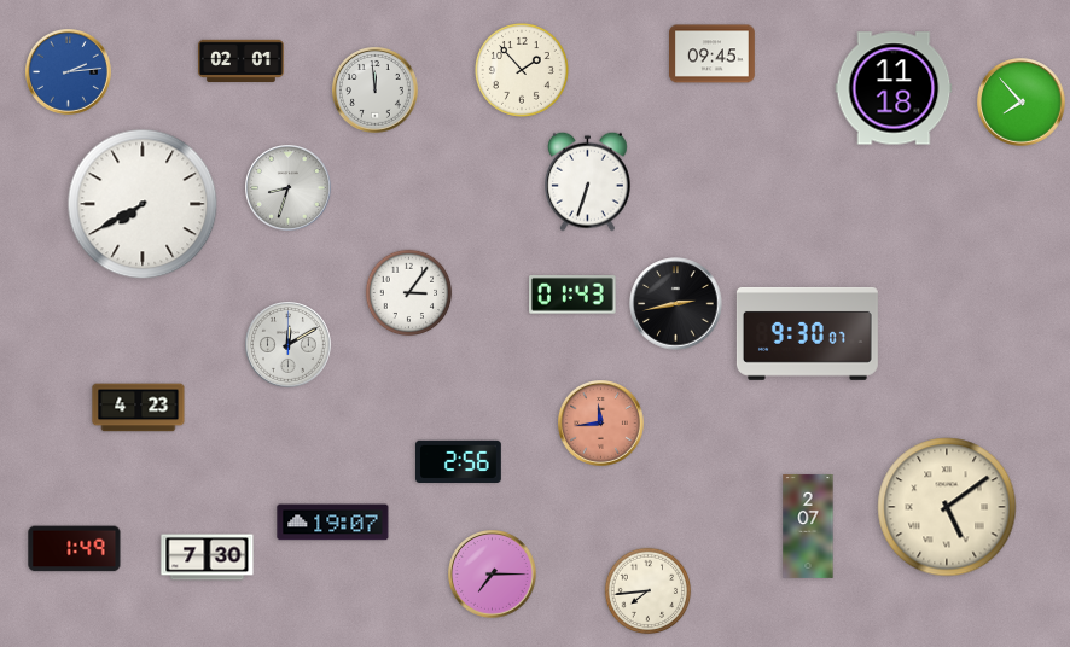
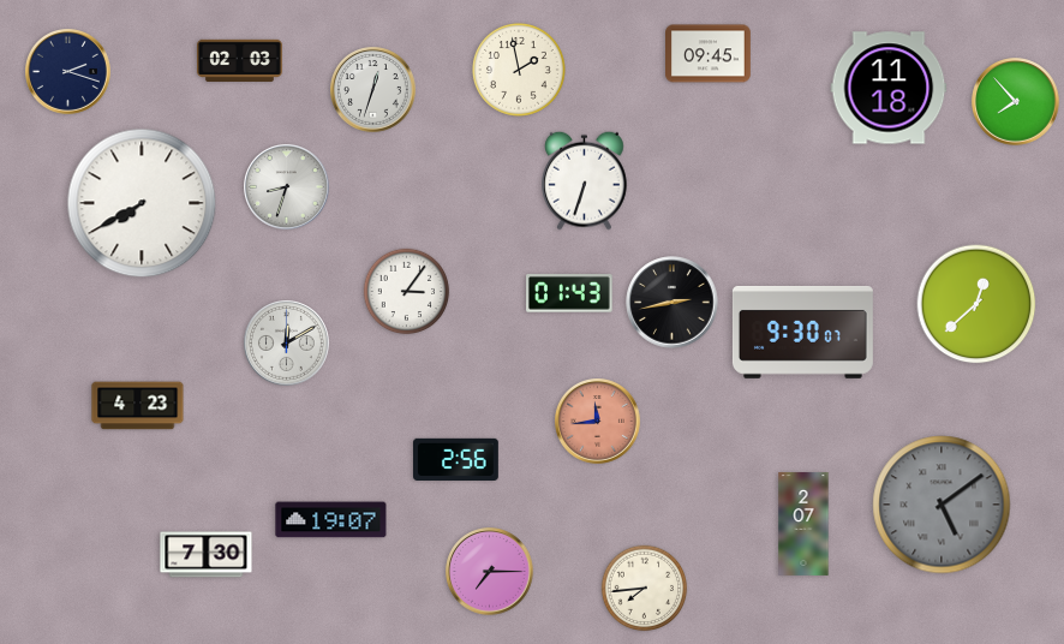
clock at (242, 60): 02:01 -> 02:03
clock at (523, 71): 1:53 -> 1:58
clock at (69, 72): 2:14 -> 2:18
clock at (69, 72) dial: blue -> navy
clock at (376, 91): 11:59 -> 12:33
clock at (976, 304): none -> 12:38
clock at (947, 507) dial: cream -> grey
clock at (75, 549): 1:49 -> none
